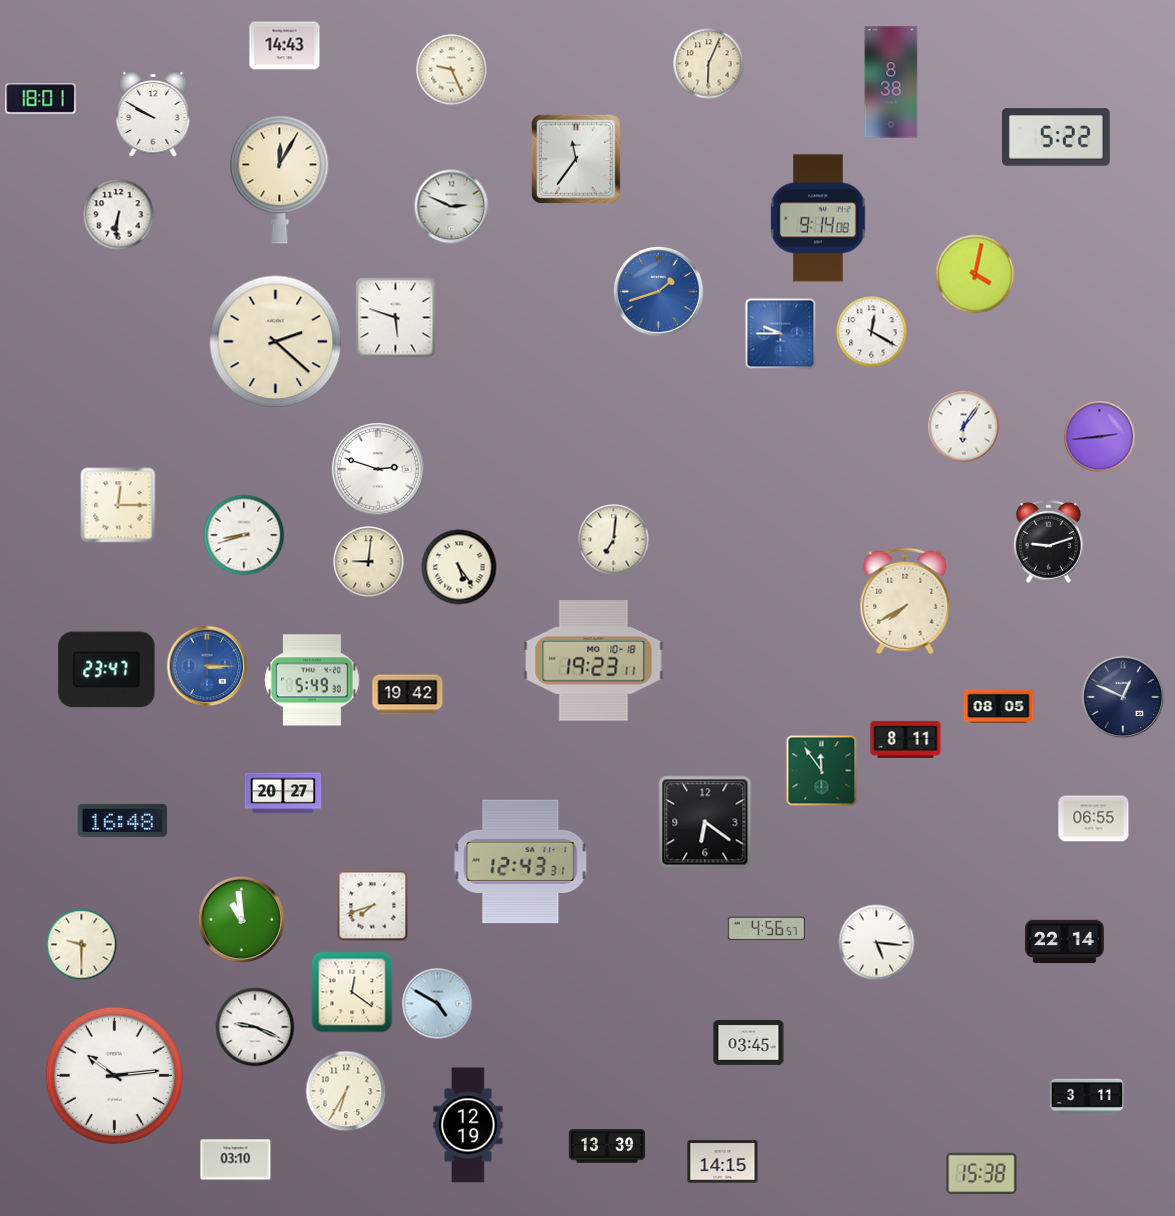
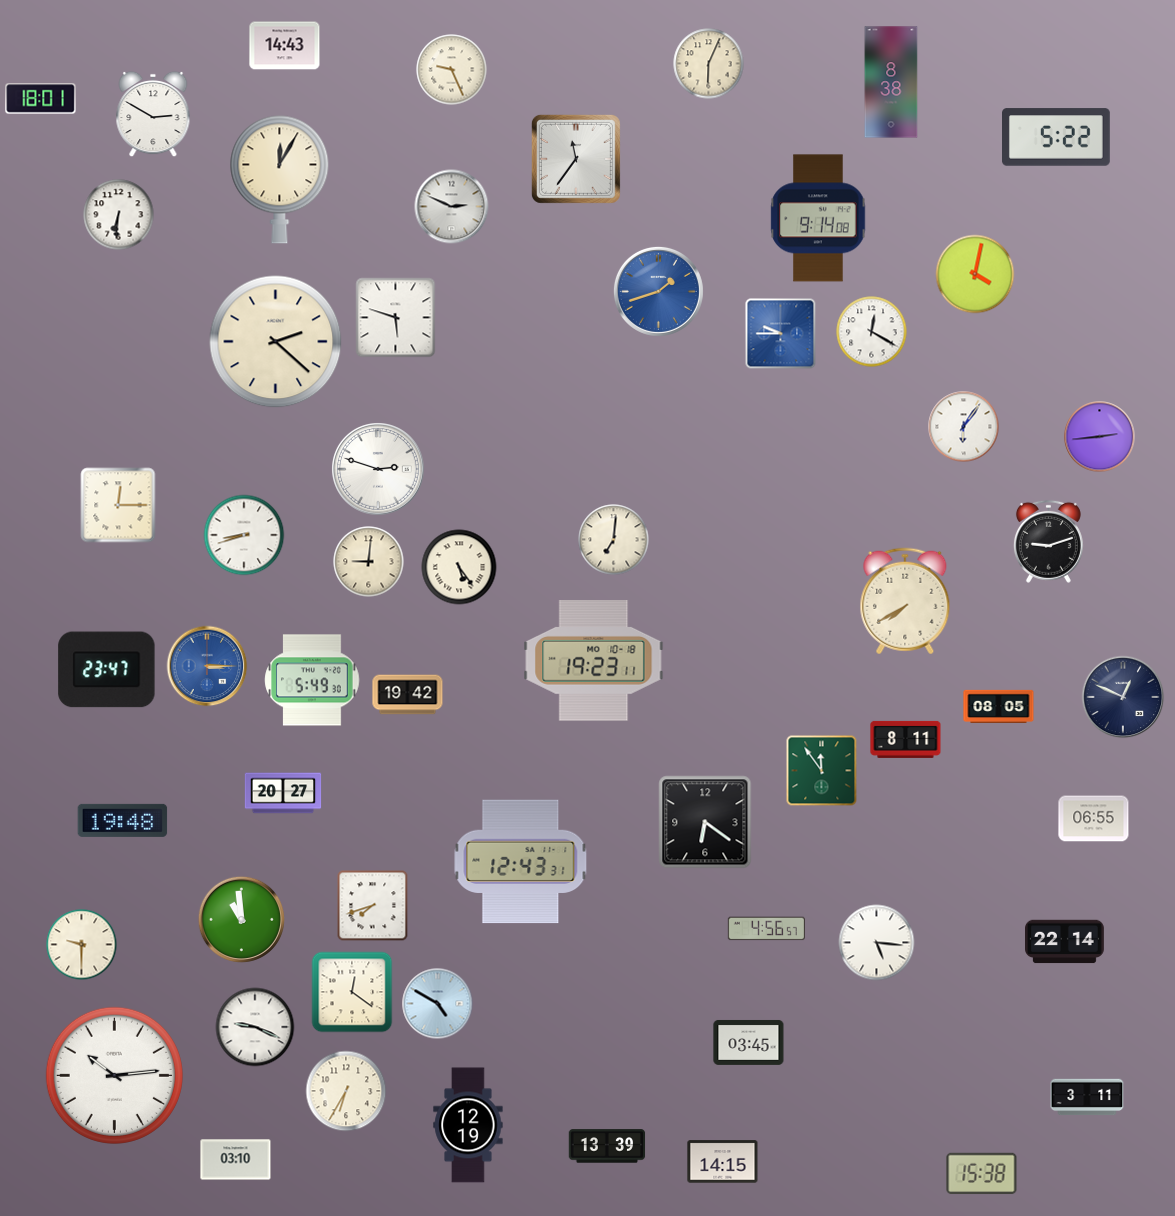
clock at (153, 114): 9:50 -> 2:50
clock at (123, 820): 16:48 -> 19:48
